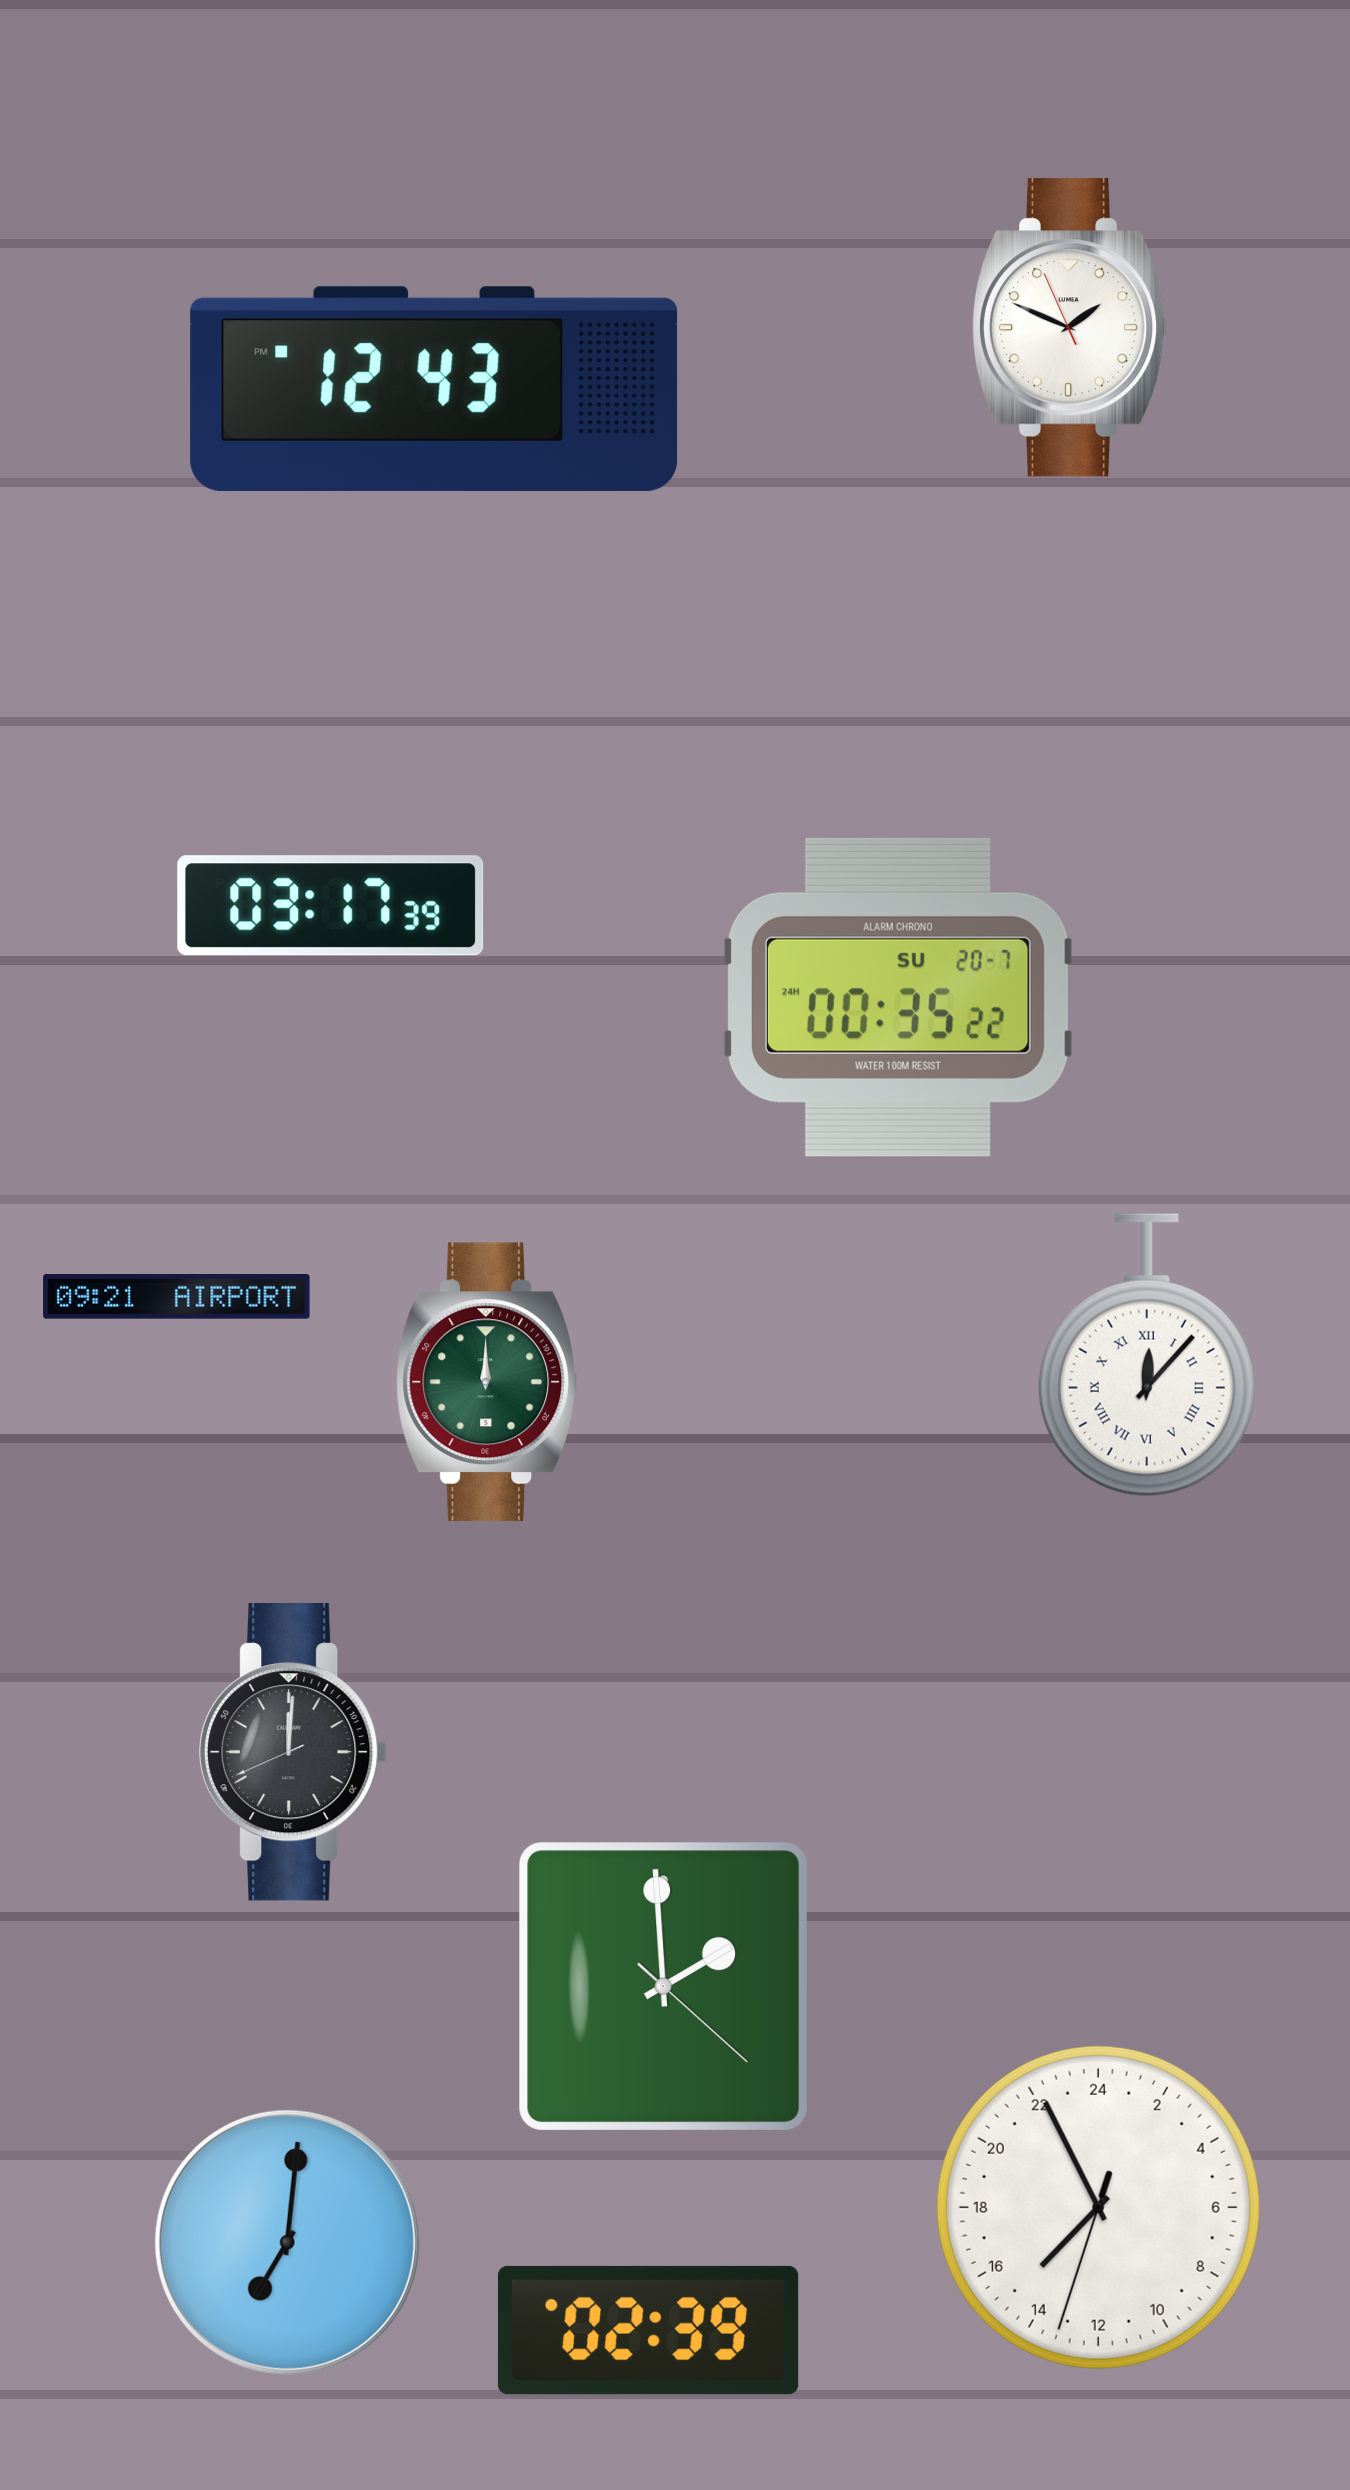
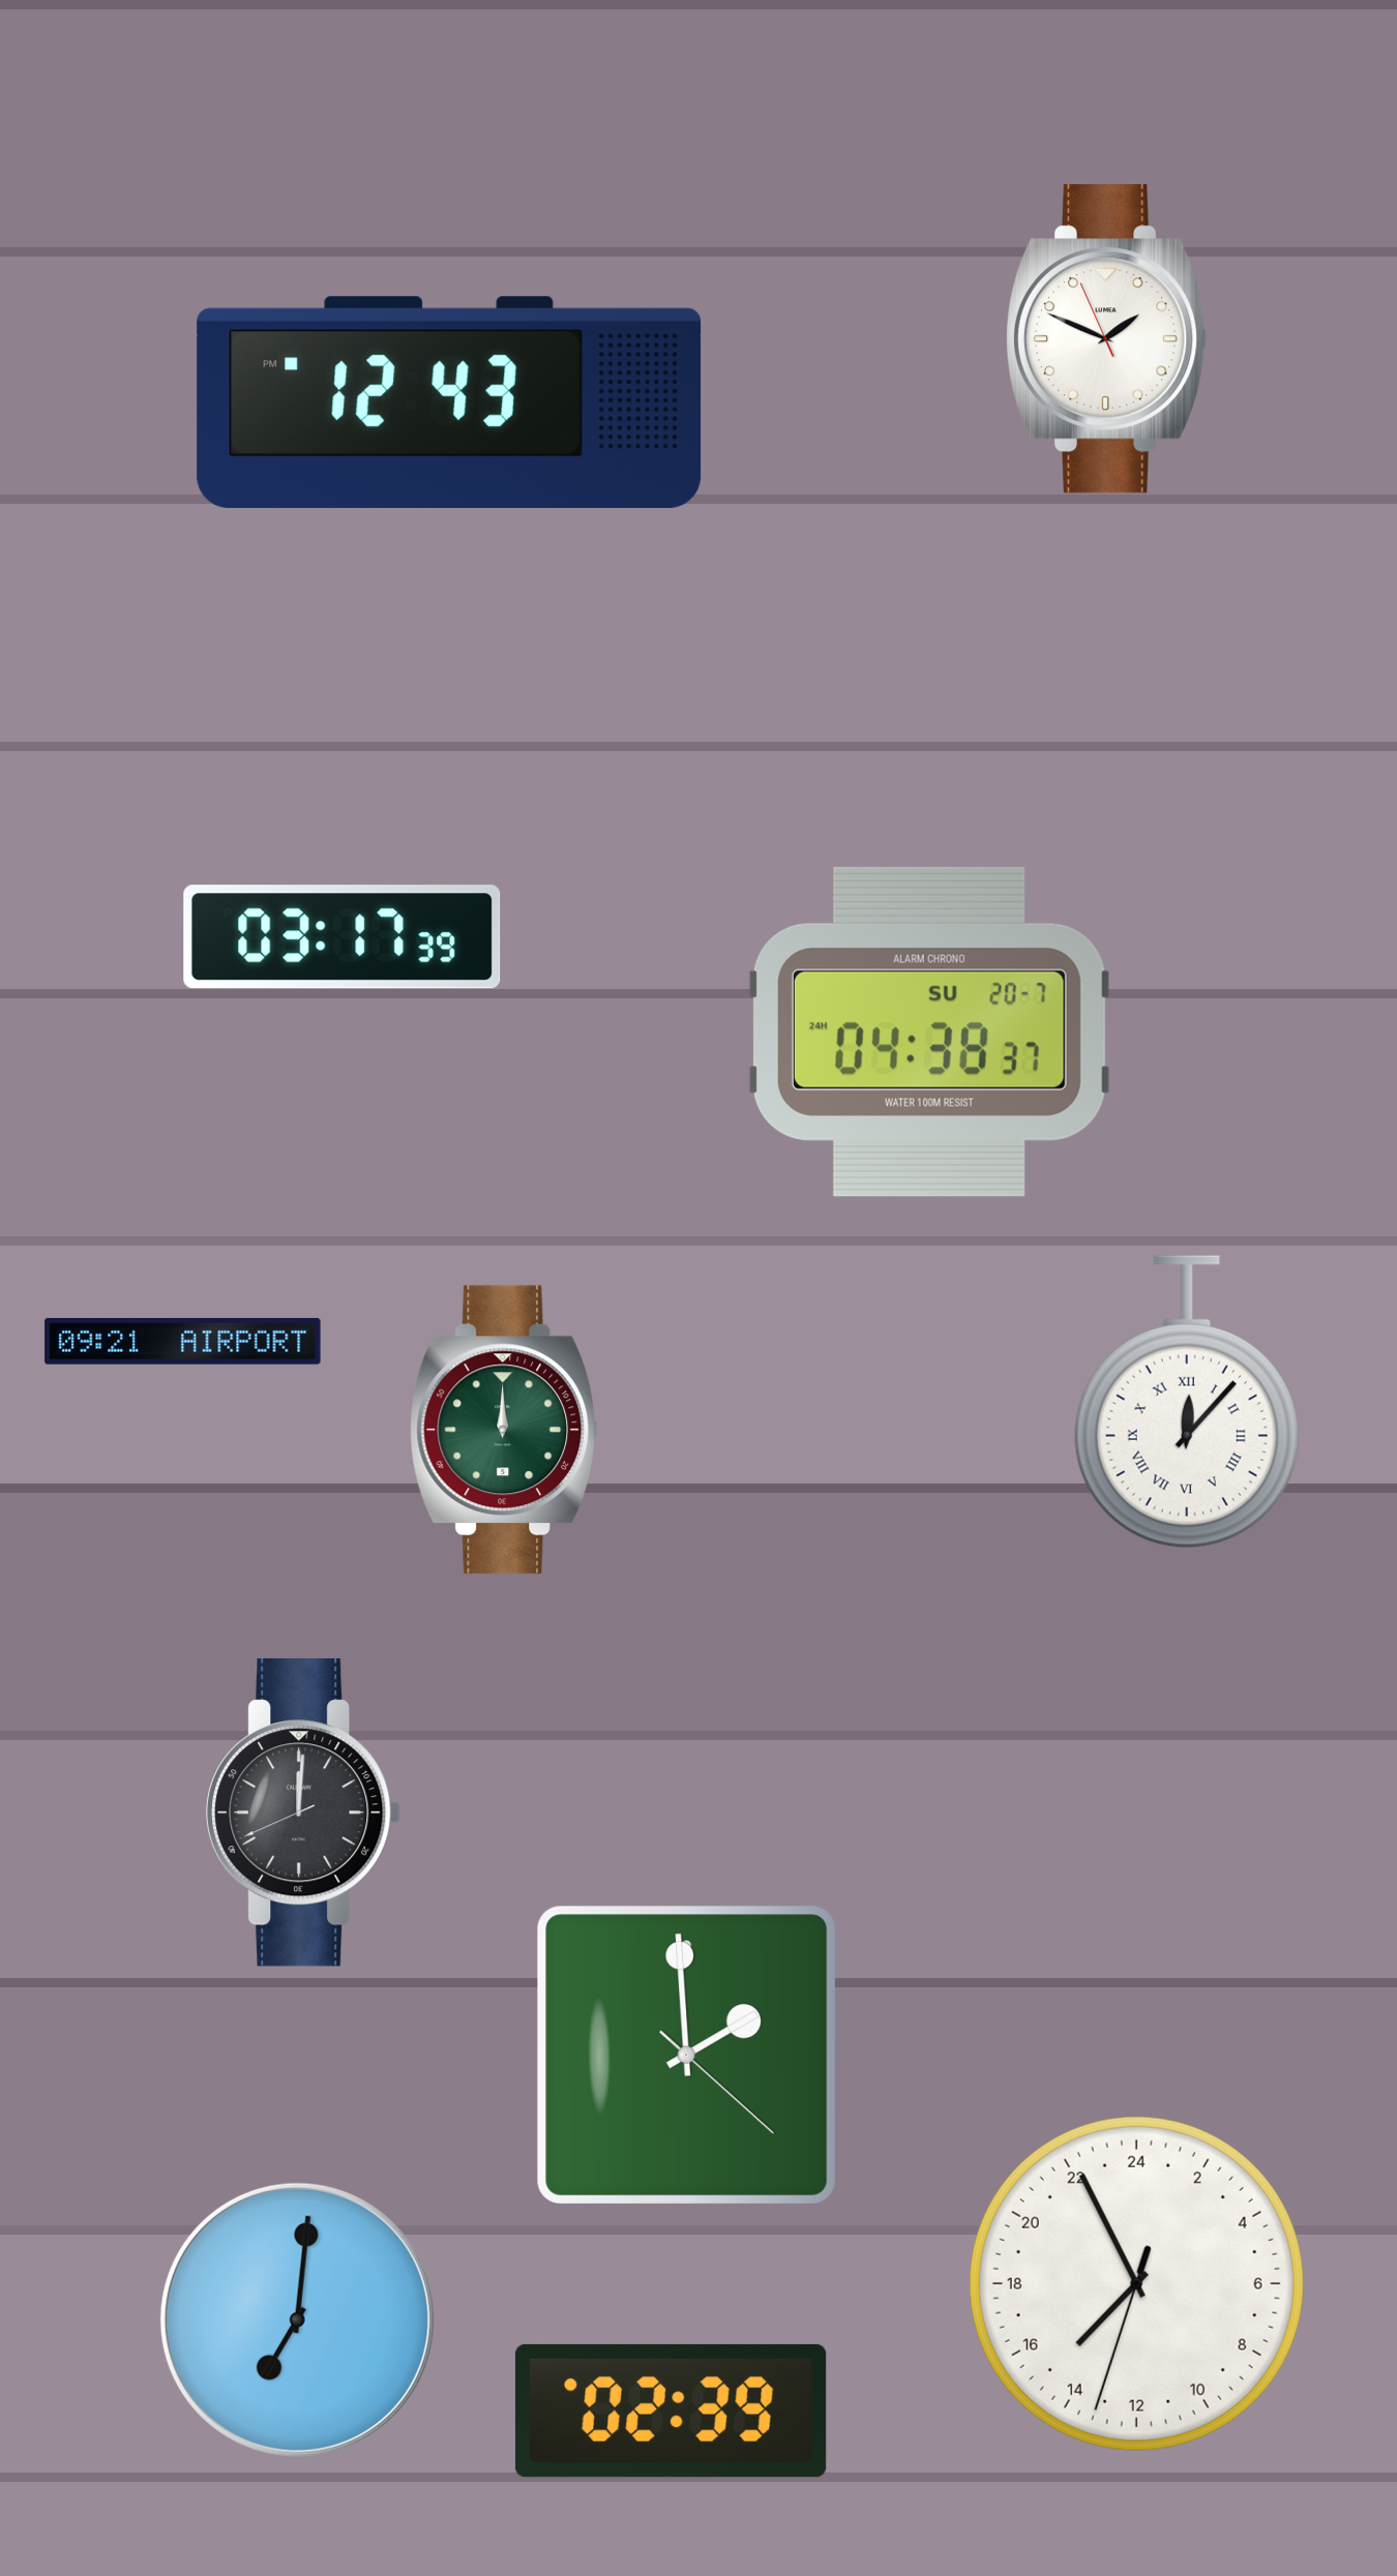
clock at (898, 997): 00:35 -> 04:38
